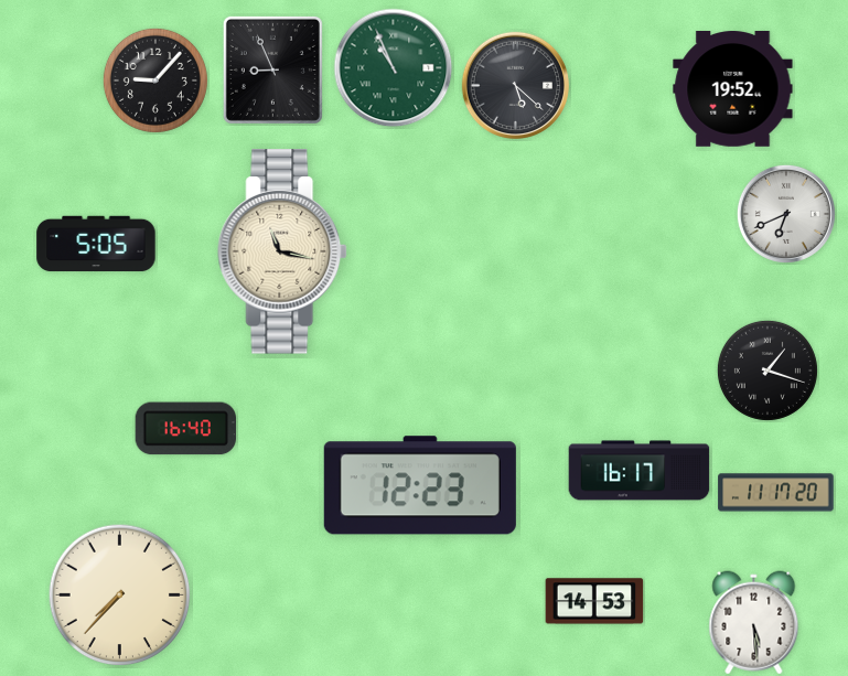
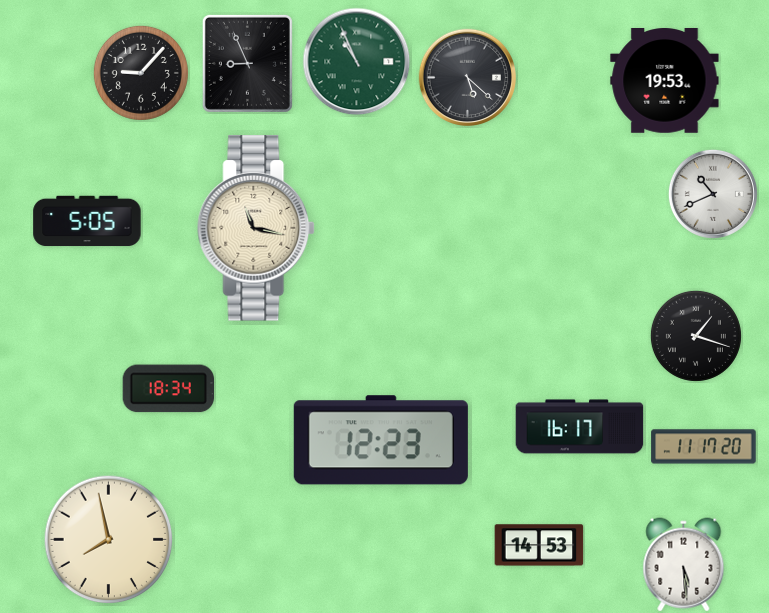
clock at (733, 89): 19:52 -> 19:53
clock at (786, 214): 6:41 -> 10:41
clock at (185, 429): 16:40 -> 18:34
clock at (120, 595): 7:37 -> 7:58
